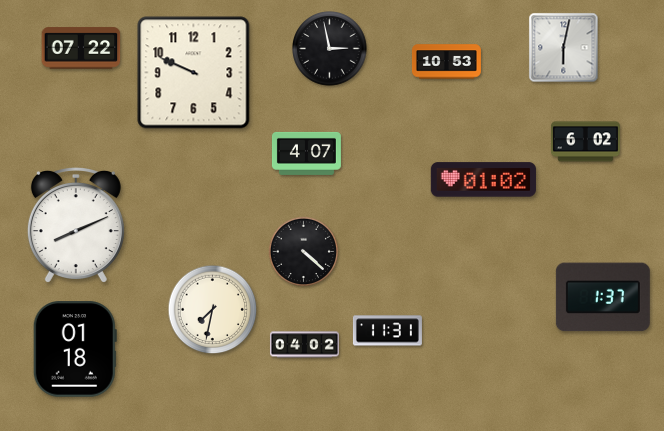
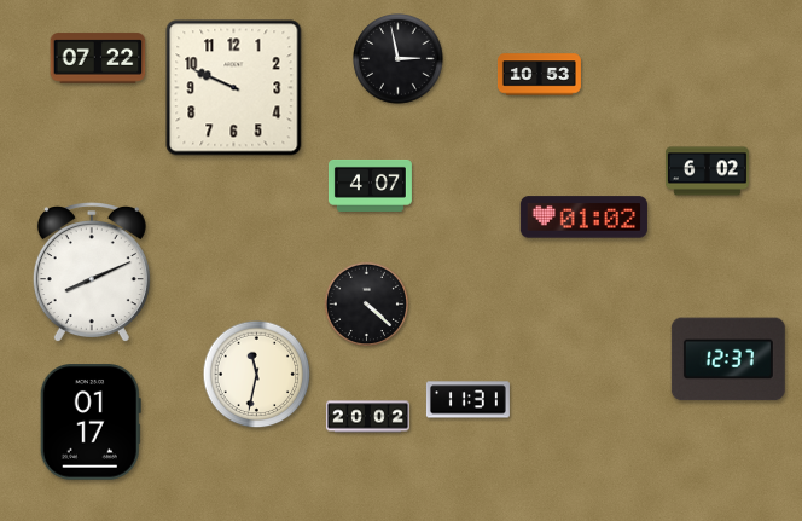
clock at (564, 48): 6:02 -> none
clock at (603, 297): 1:37 -> 12:37
clock at (213, 310): 7:32 -> 11:32
clock at (304, 345): 04:02 -> 20:02
clock at (75, 349): 01:18 -> 01:17
